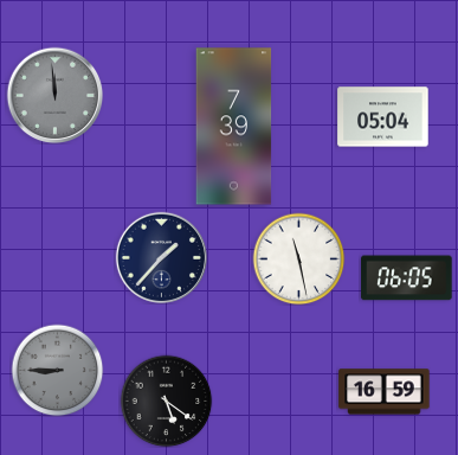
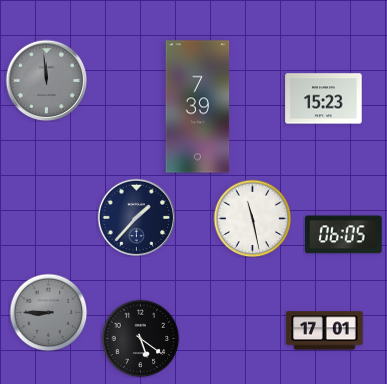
clock at (383, 117): 05:04 -> 15:23
clock at (385, 392): 16:59 -> 17:01
